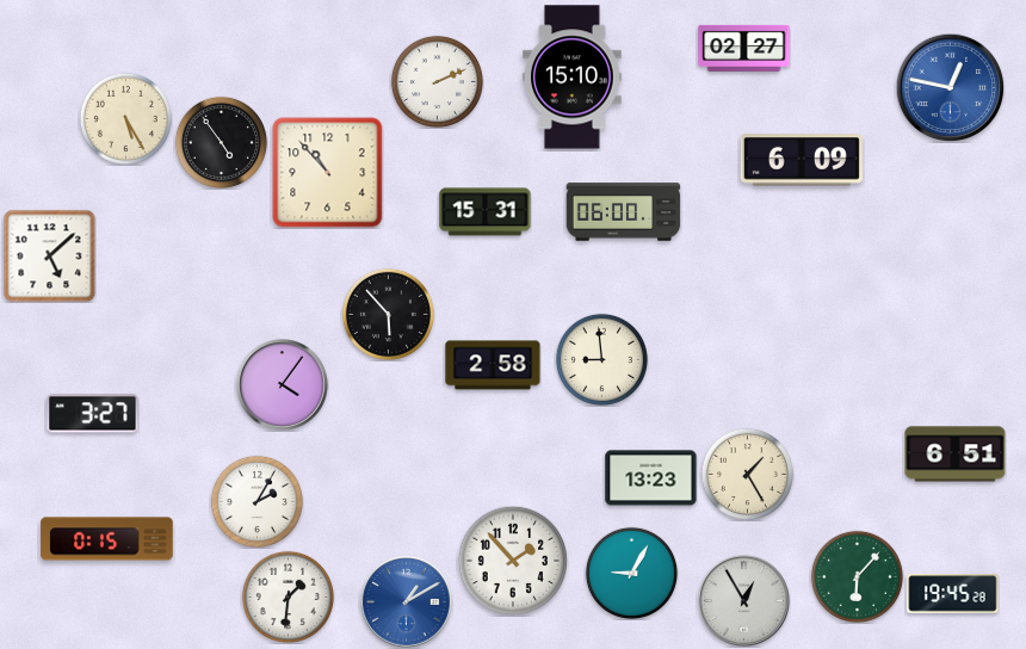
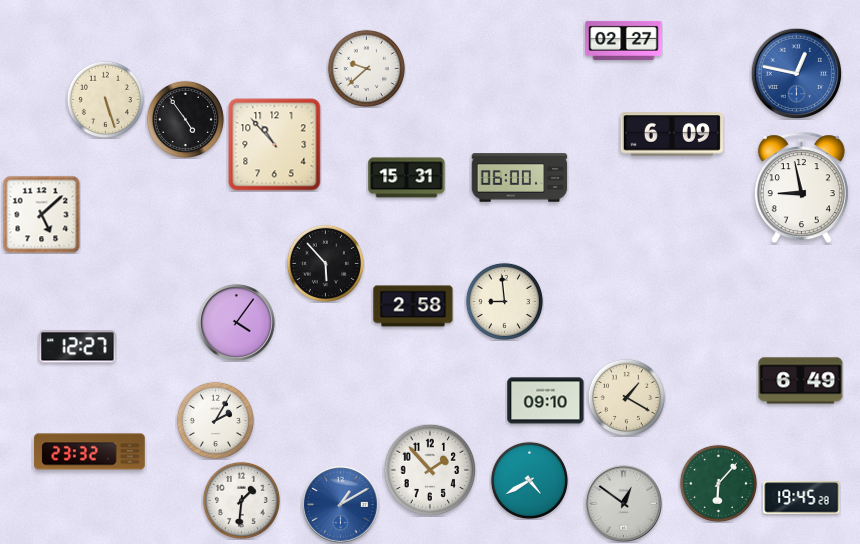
clock at (573, 78): 15:10 -> none
clock at (437, 81): 2:11 -> 9:38
clock at (125, 118): 5:25 -> 5:27
clock at (624, 212) position: (624, 212) -> (520, 178)
clock at (801, 188): none -> 8:58
clock at (93, 414): 3:27 -> 12:27
clock at (956, 455): 6:51 -> 6:49
clock at (747, 474): 1:25 -> 1:20
clock at (651, 478): 13:23 -> 09:10
clock at (107, 539): 0:15 -> 23:32
clock at (631, 573): 9:05 -> 4:40
clock at (953, 594) position: (953, 594) -> (802, 498)
clock at (744, 601): 12:55 -> 12:51
